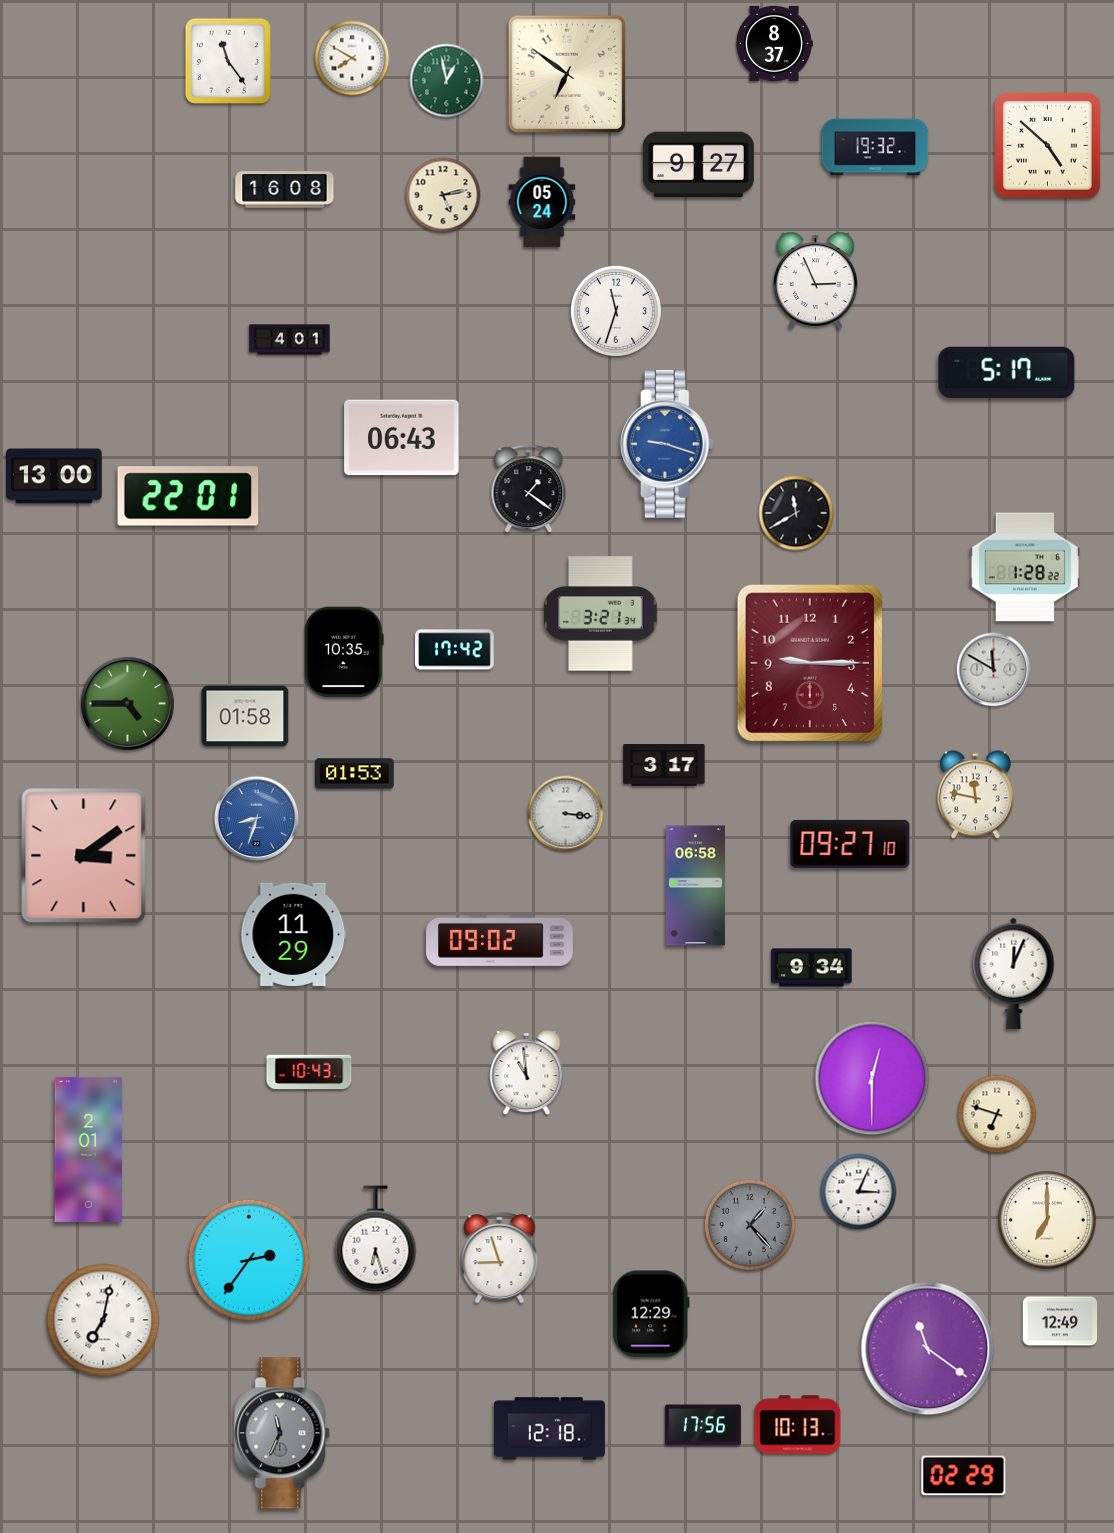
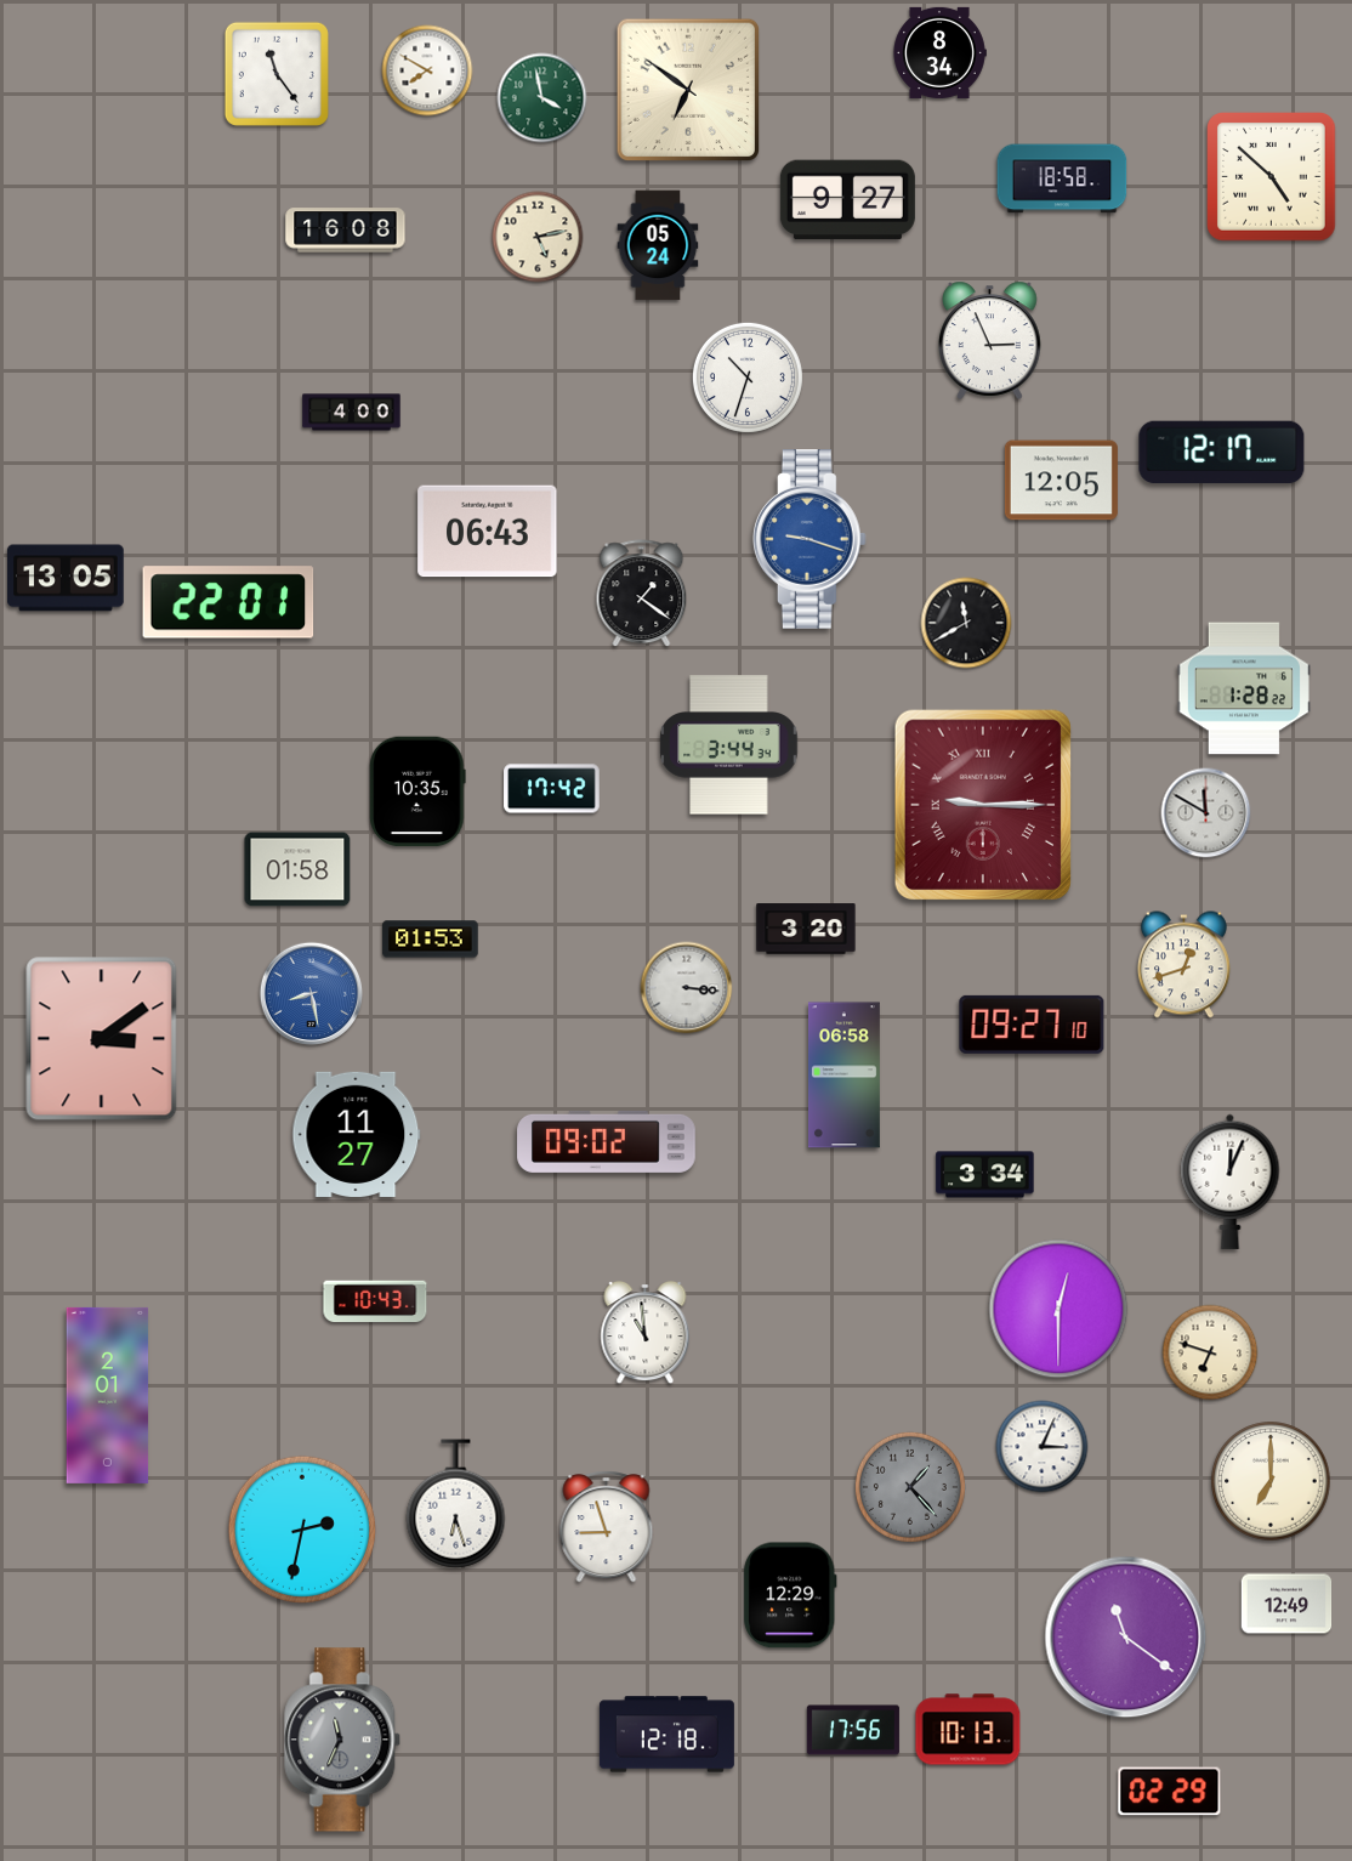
clock at (774, 43): 8:37 -> 8:34
clock at (447, 81): 12:58 -> 3:58
clock at (875, 147): 19:32 -> 18:58
clock at (616, 311): 11:33 -> 10:33
clock at (290, 340): 4:01 -> 4:00
clock at (1007, 373): 5:17 -> 12:17
clock at (1061, 481): none -> 12:05
clock at (55, 476): 13:00 -> 13:05
clock at (601, 614): 3:21 -> 3:44
clock at (809, 662) numerals: Arabic -> Roman
clock at (127, 703): 4:45 -> none
clock at (664, 765): 3:17 -> 3:20
clock at (975, 795): 11:47 -> 12:42
clock at (257, 819): 8:33 -> 8:28
clock at (294, 934): 11:29 -> 11:27
clock at (812, 968): 9:34 -> 3:34
clock at (527, 1074) position: (527, 1074) -> (646, 1334)
clock at (249, 1260): 2:36 -> 2:32
clock at (103, 1320): 7:02 -> none
